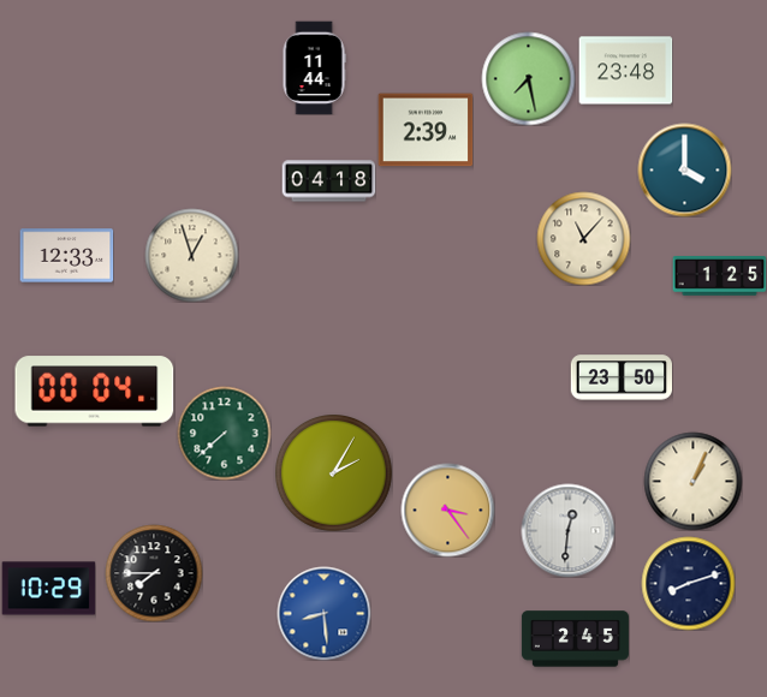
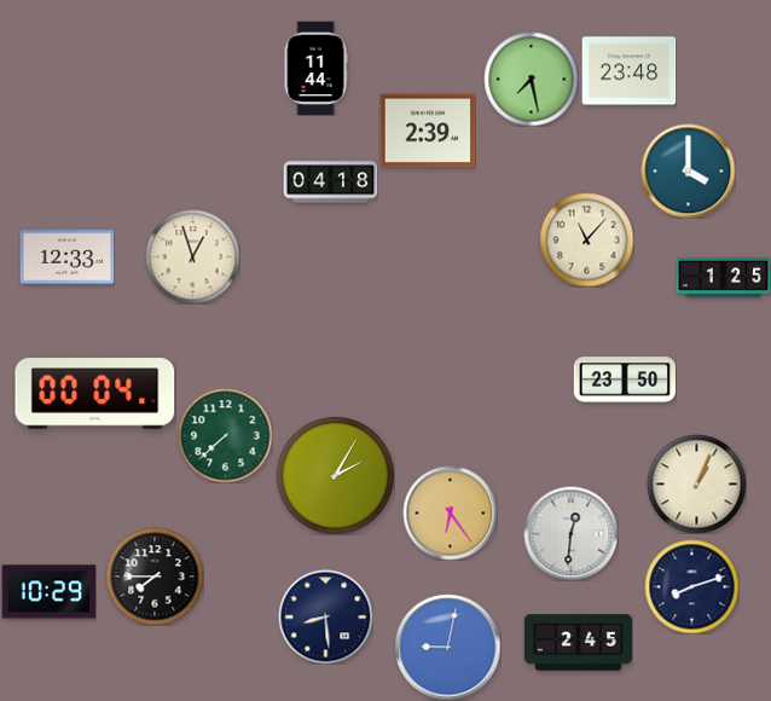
clock at (447, 510): 3:24 -> 6:24
clock at (323, 613) dial: blue -> navy
clock at (447, 647): none -> 9:02
